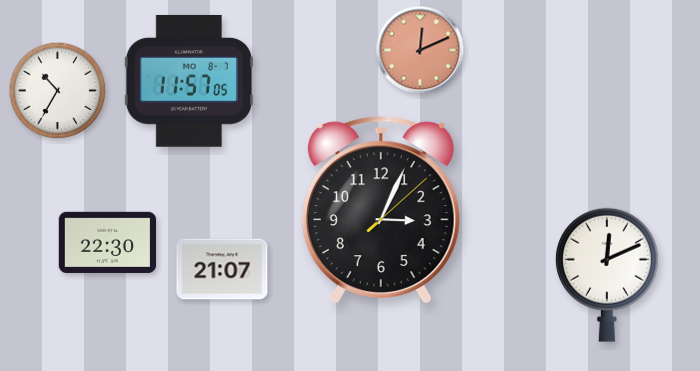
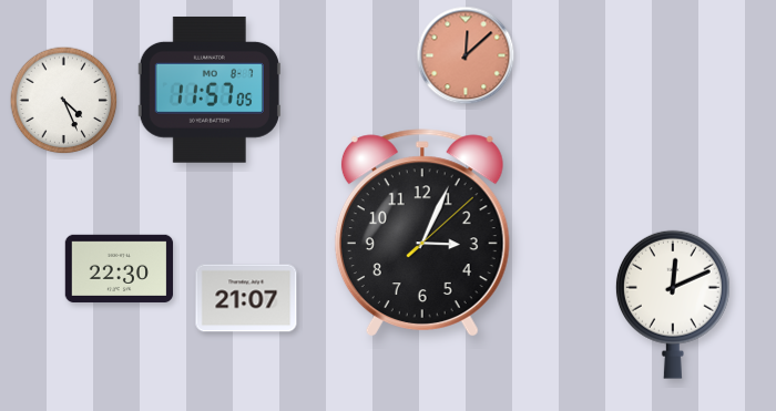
clock at (420, 50): 12:11 -> 12:08
clock at (58, 91): 10:35 -> 4:26
